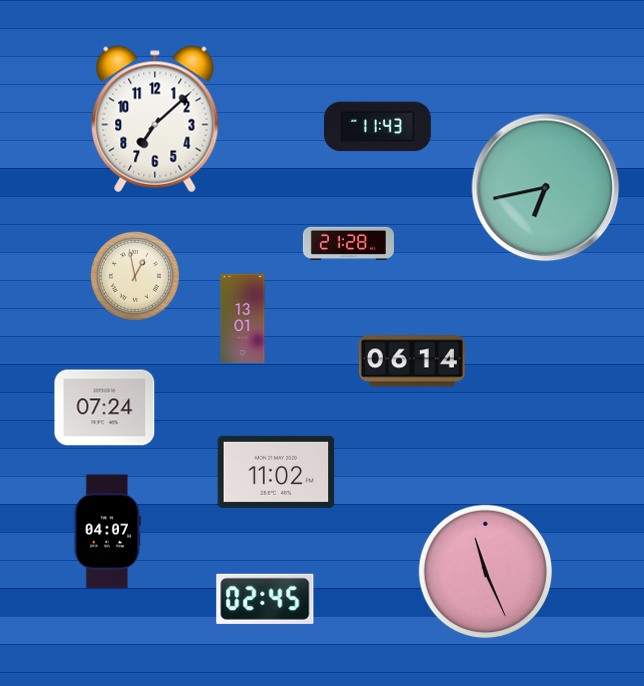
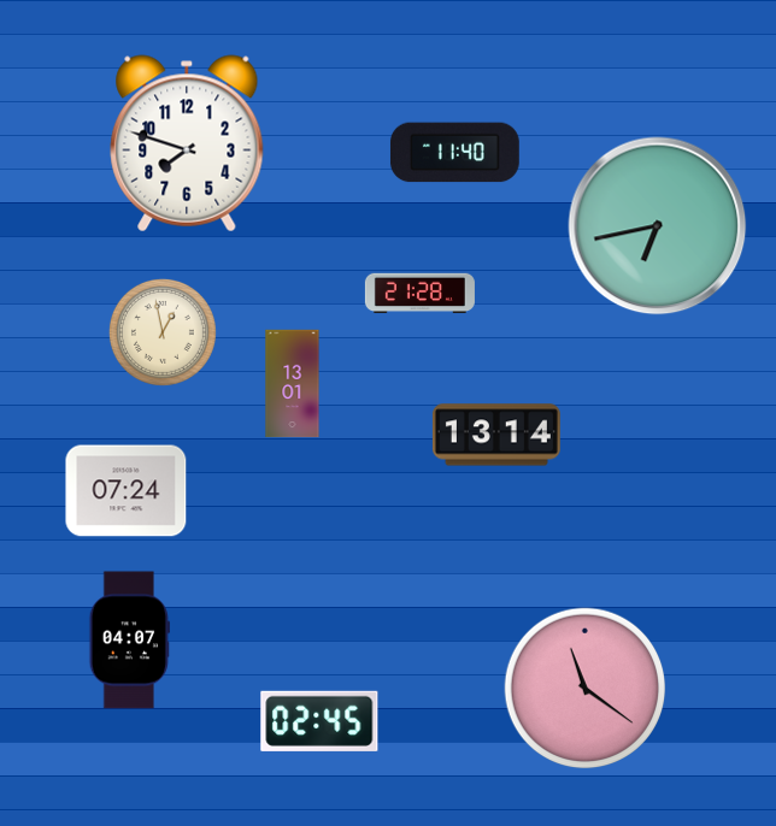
clock at (155, 119): 7:08 -> 7:48
clock at (377, 127): 11:43 -> 11:40
clock at (412, 361): 06:14 -> 13:14
clock at (276, 472): 11:02 -> none
clock at (486, 572): 11:26 -> 11:21
